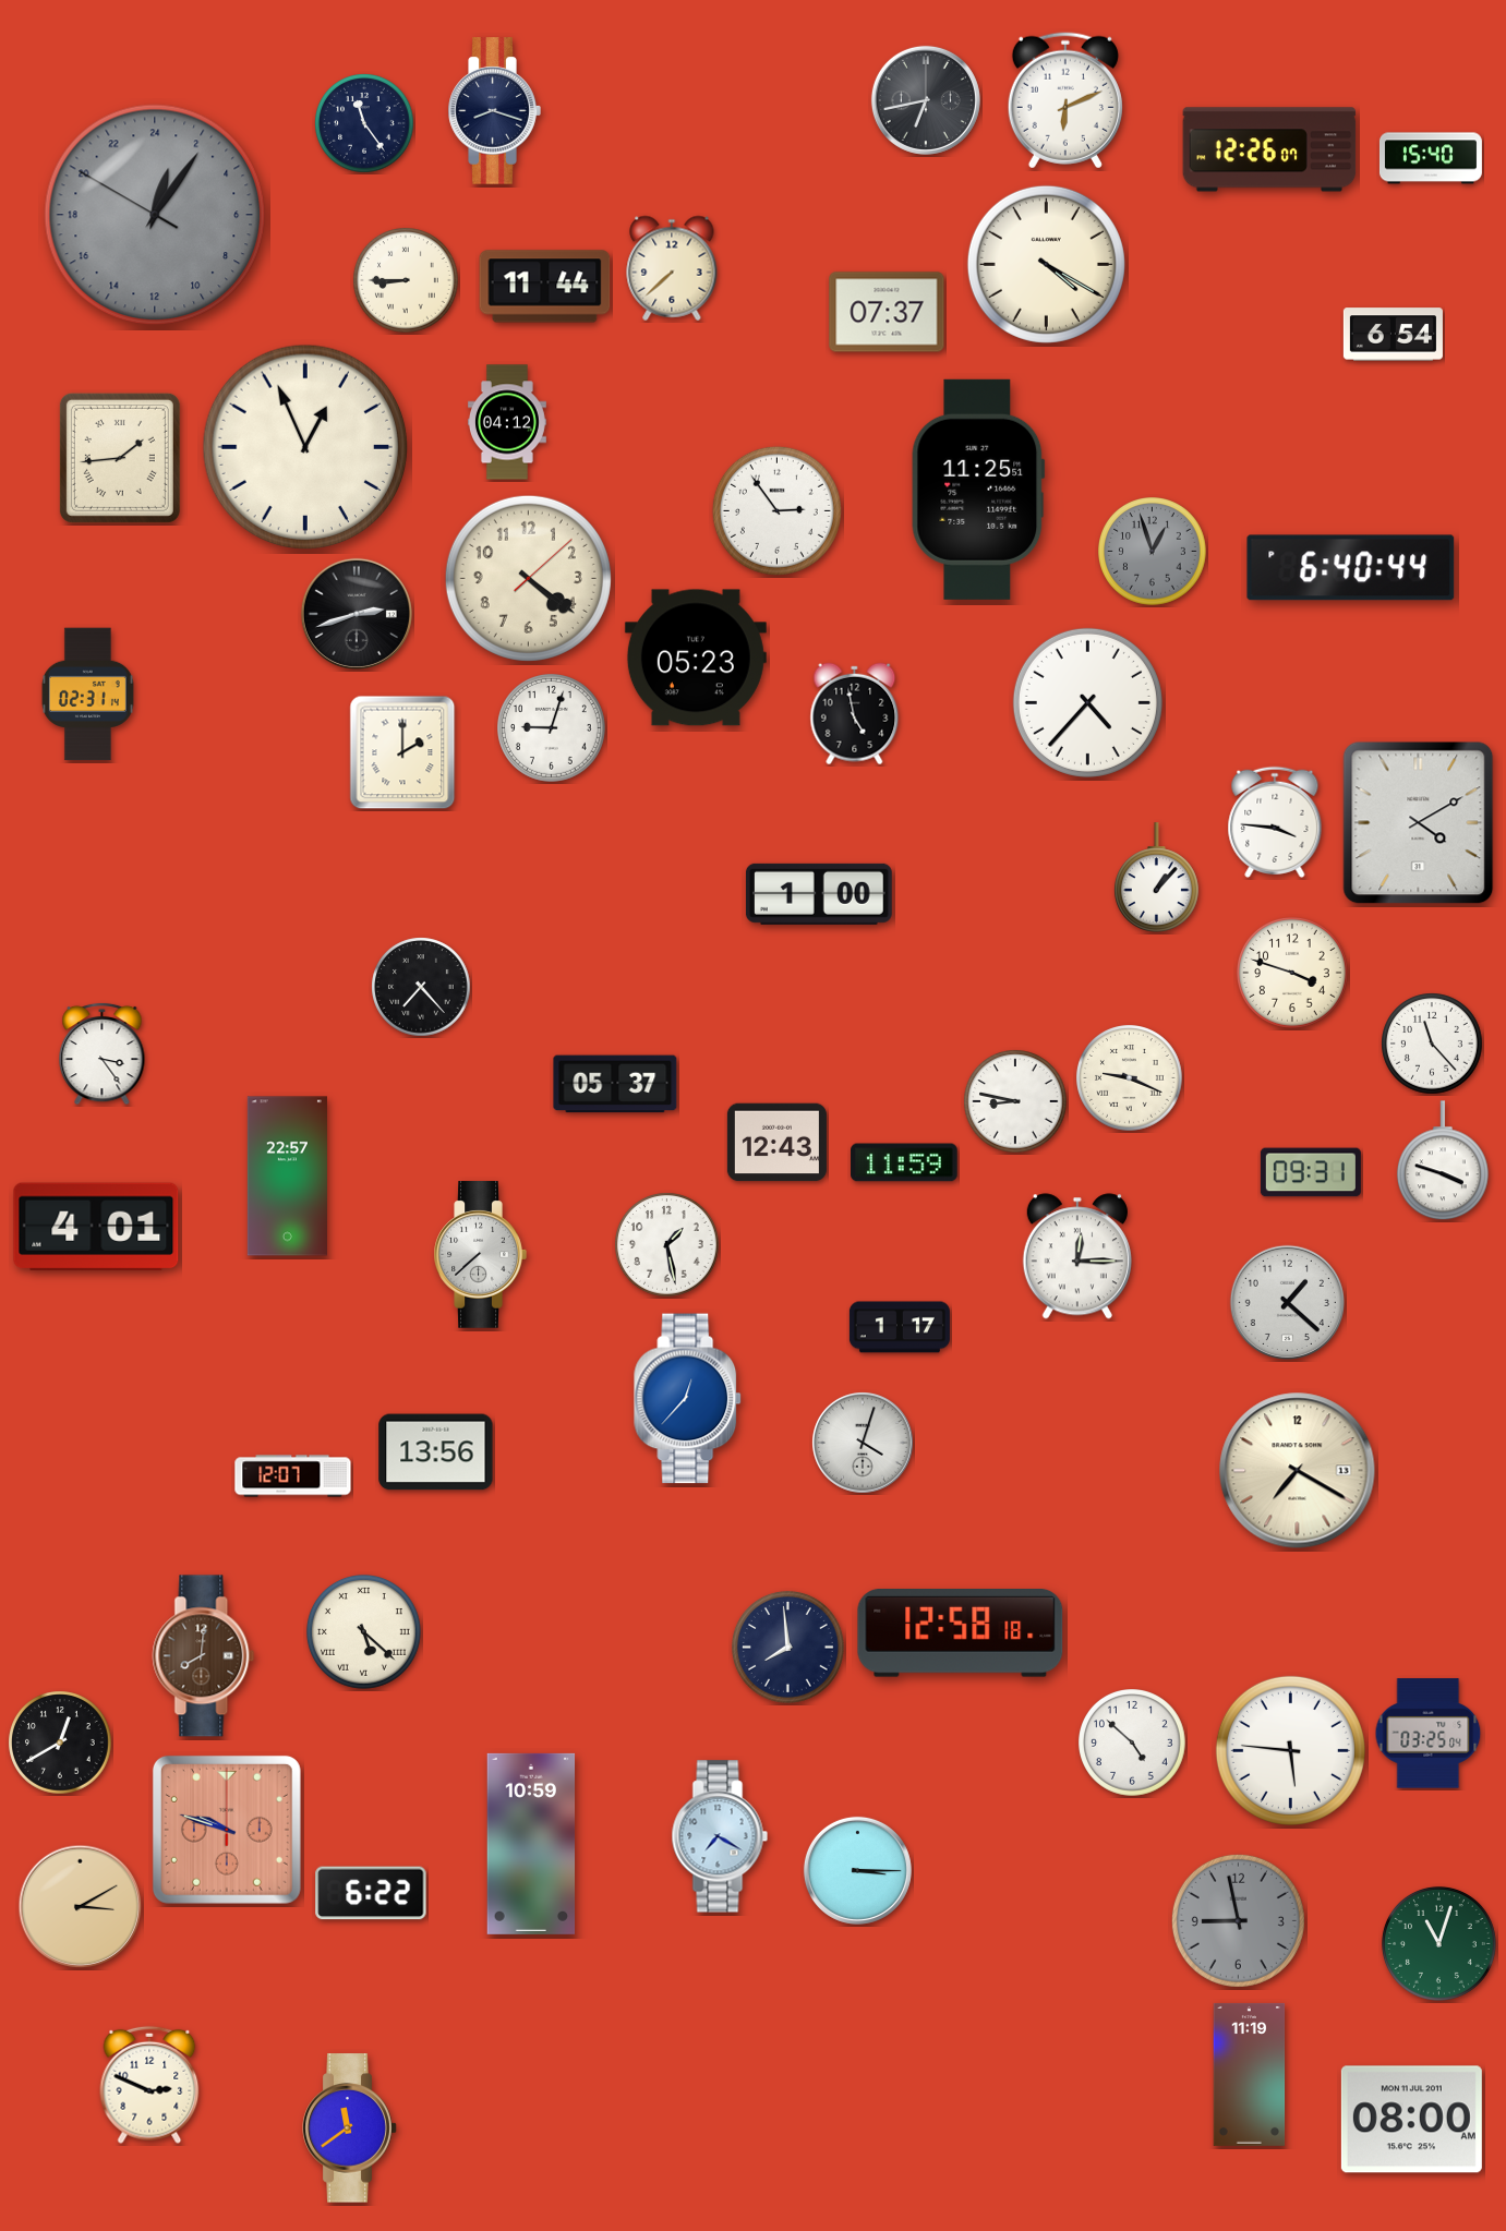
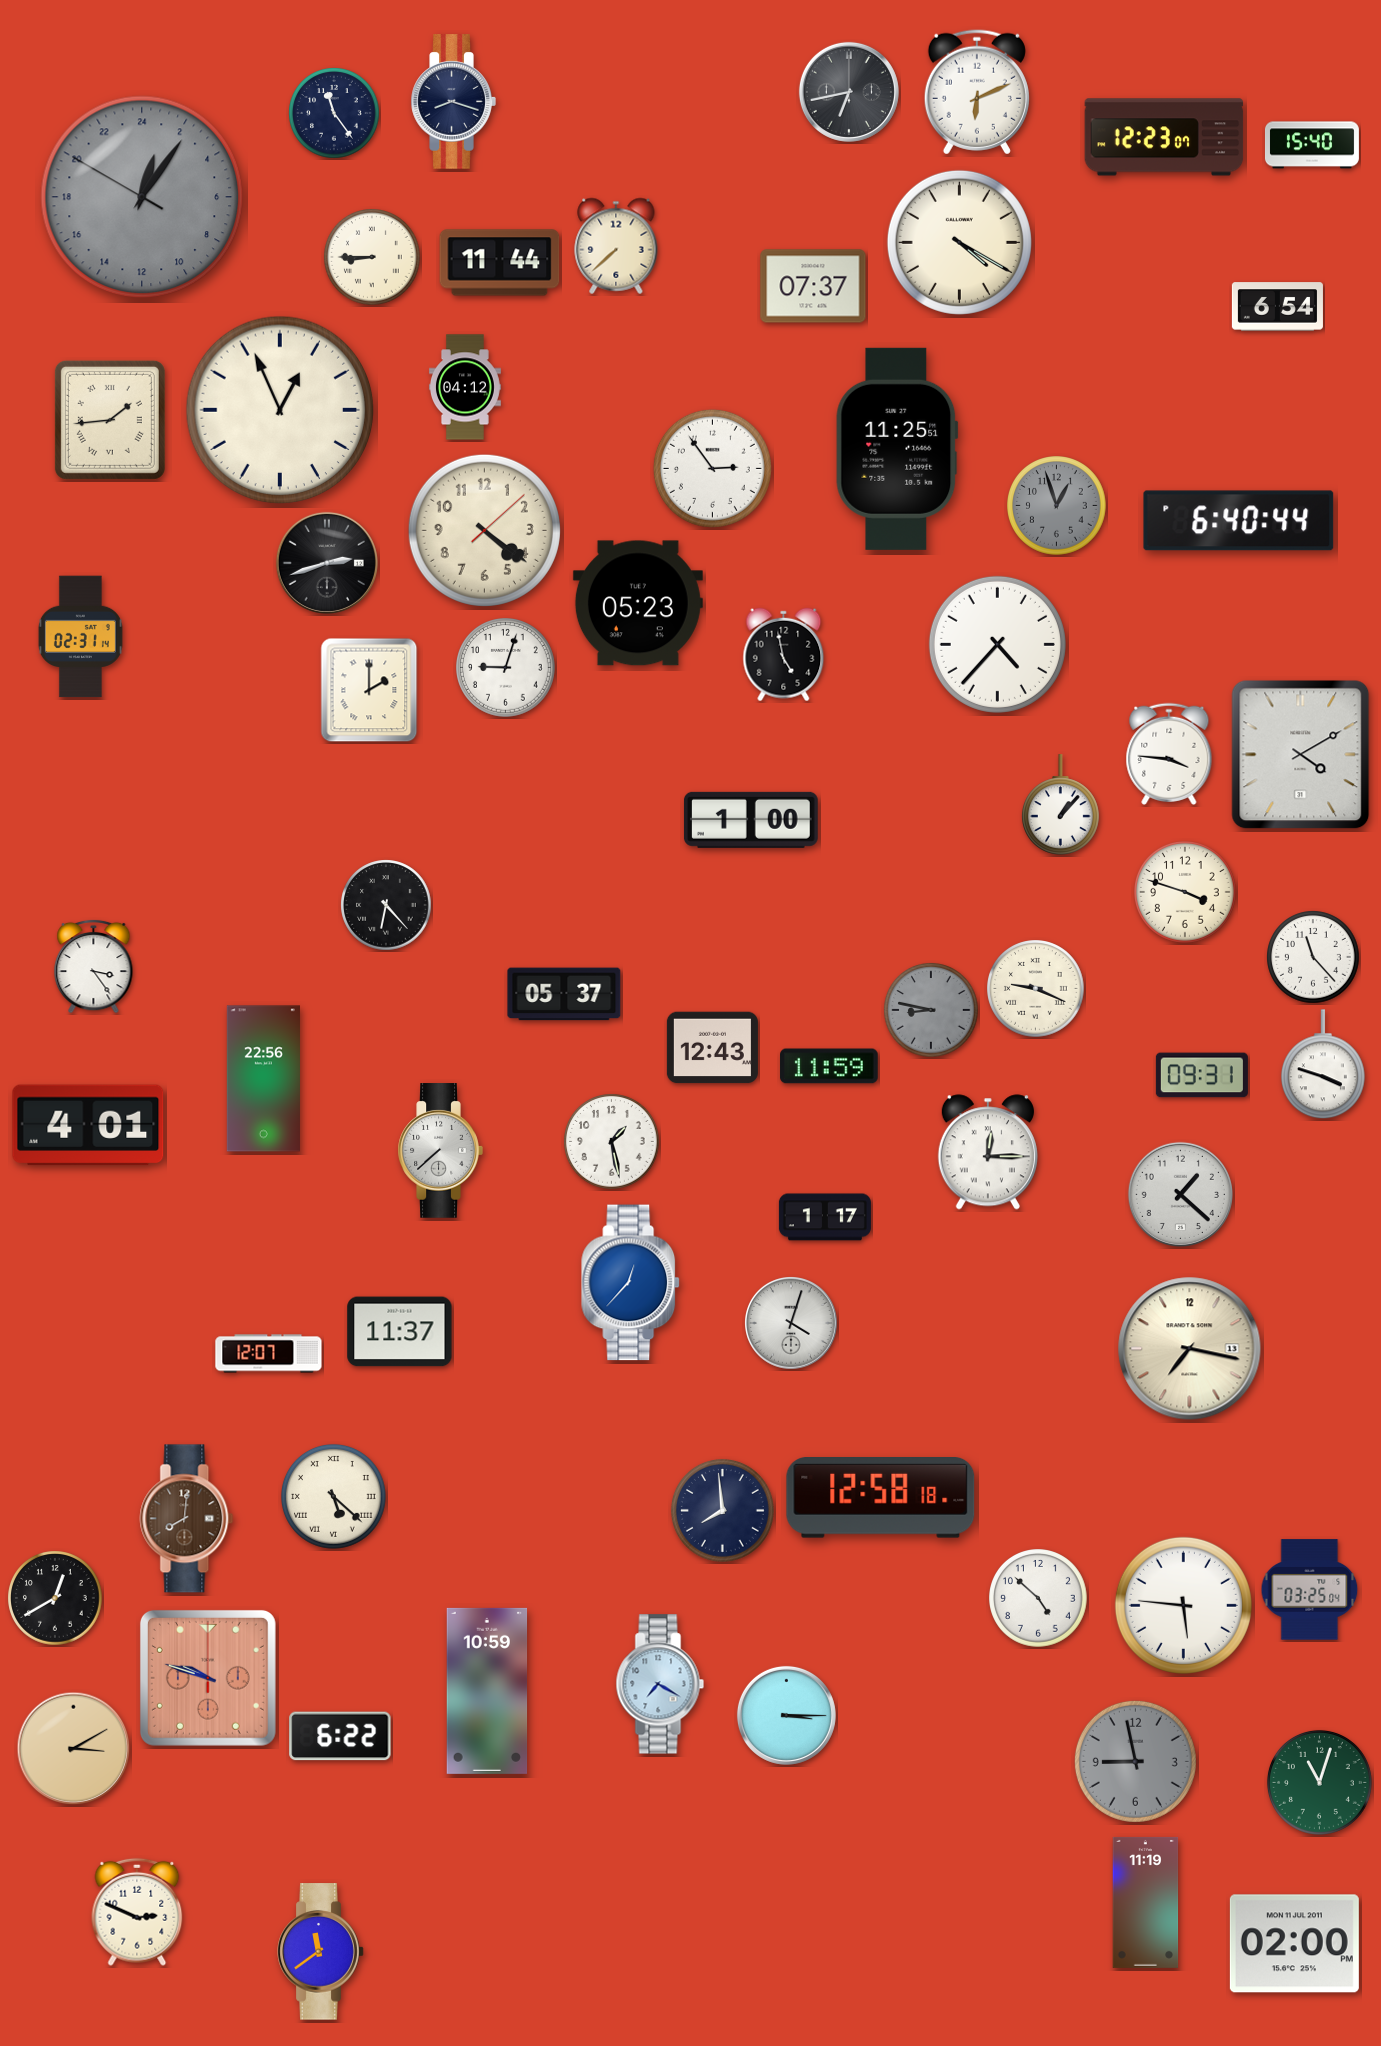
clock at (1269, 149): 12:26 -> 12:23
clock at (421, 987): 7:23 -> 6:23
clock at (1015, 1101) dial: white -> grey
clock at (287, 1177): 22:57 -> 22:56
clock at (436, 1452): 13:56 -> 11:37
clock at (1298, 1471): 7:20 -> 7:17
clock at (1411, 2120): 08:00 -> 02:00
